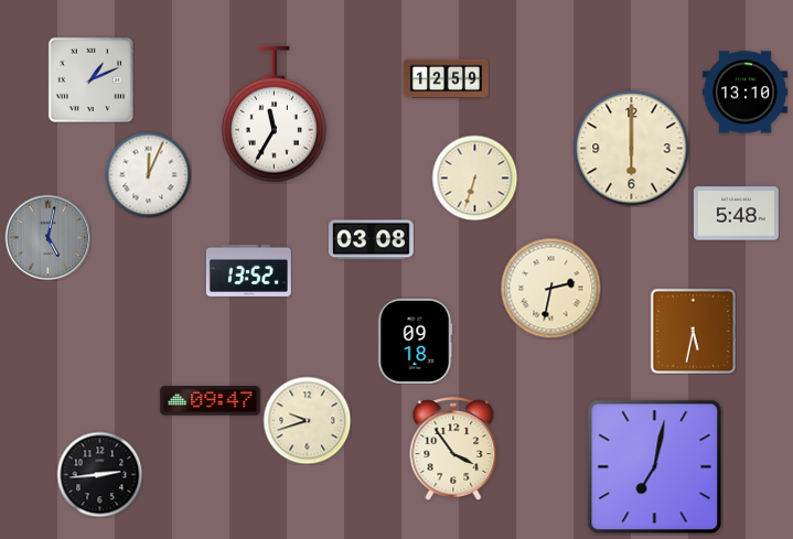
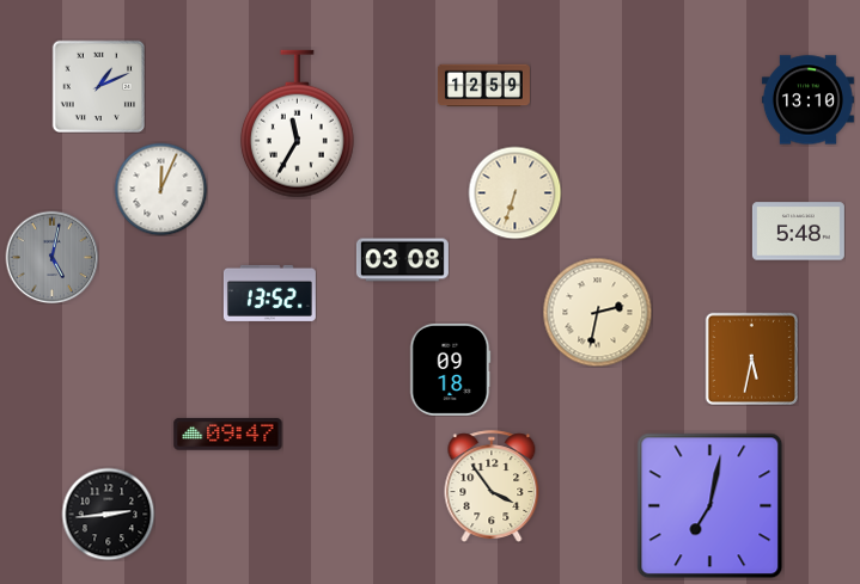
clock at (632, 149): 6:00 -> none
clock at (307, 420): 9:42 -> none
